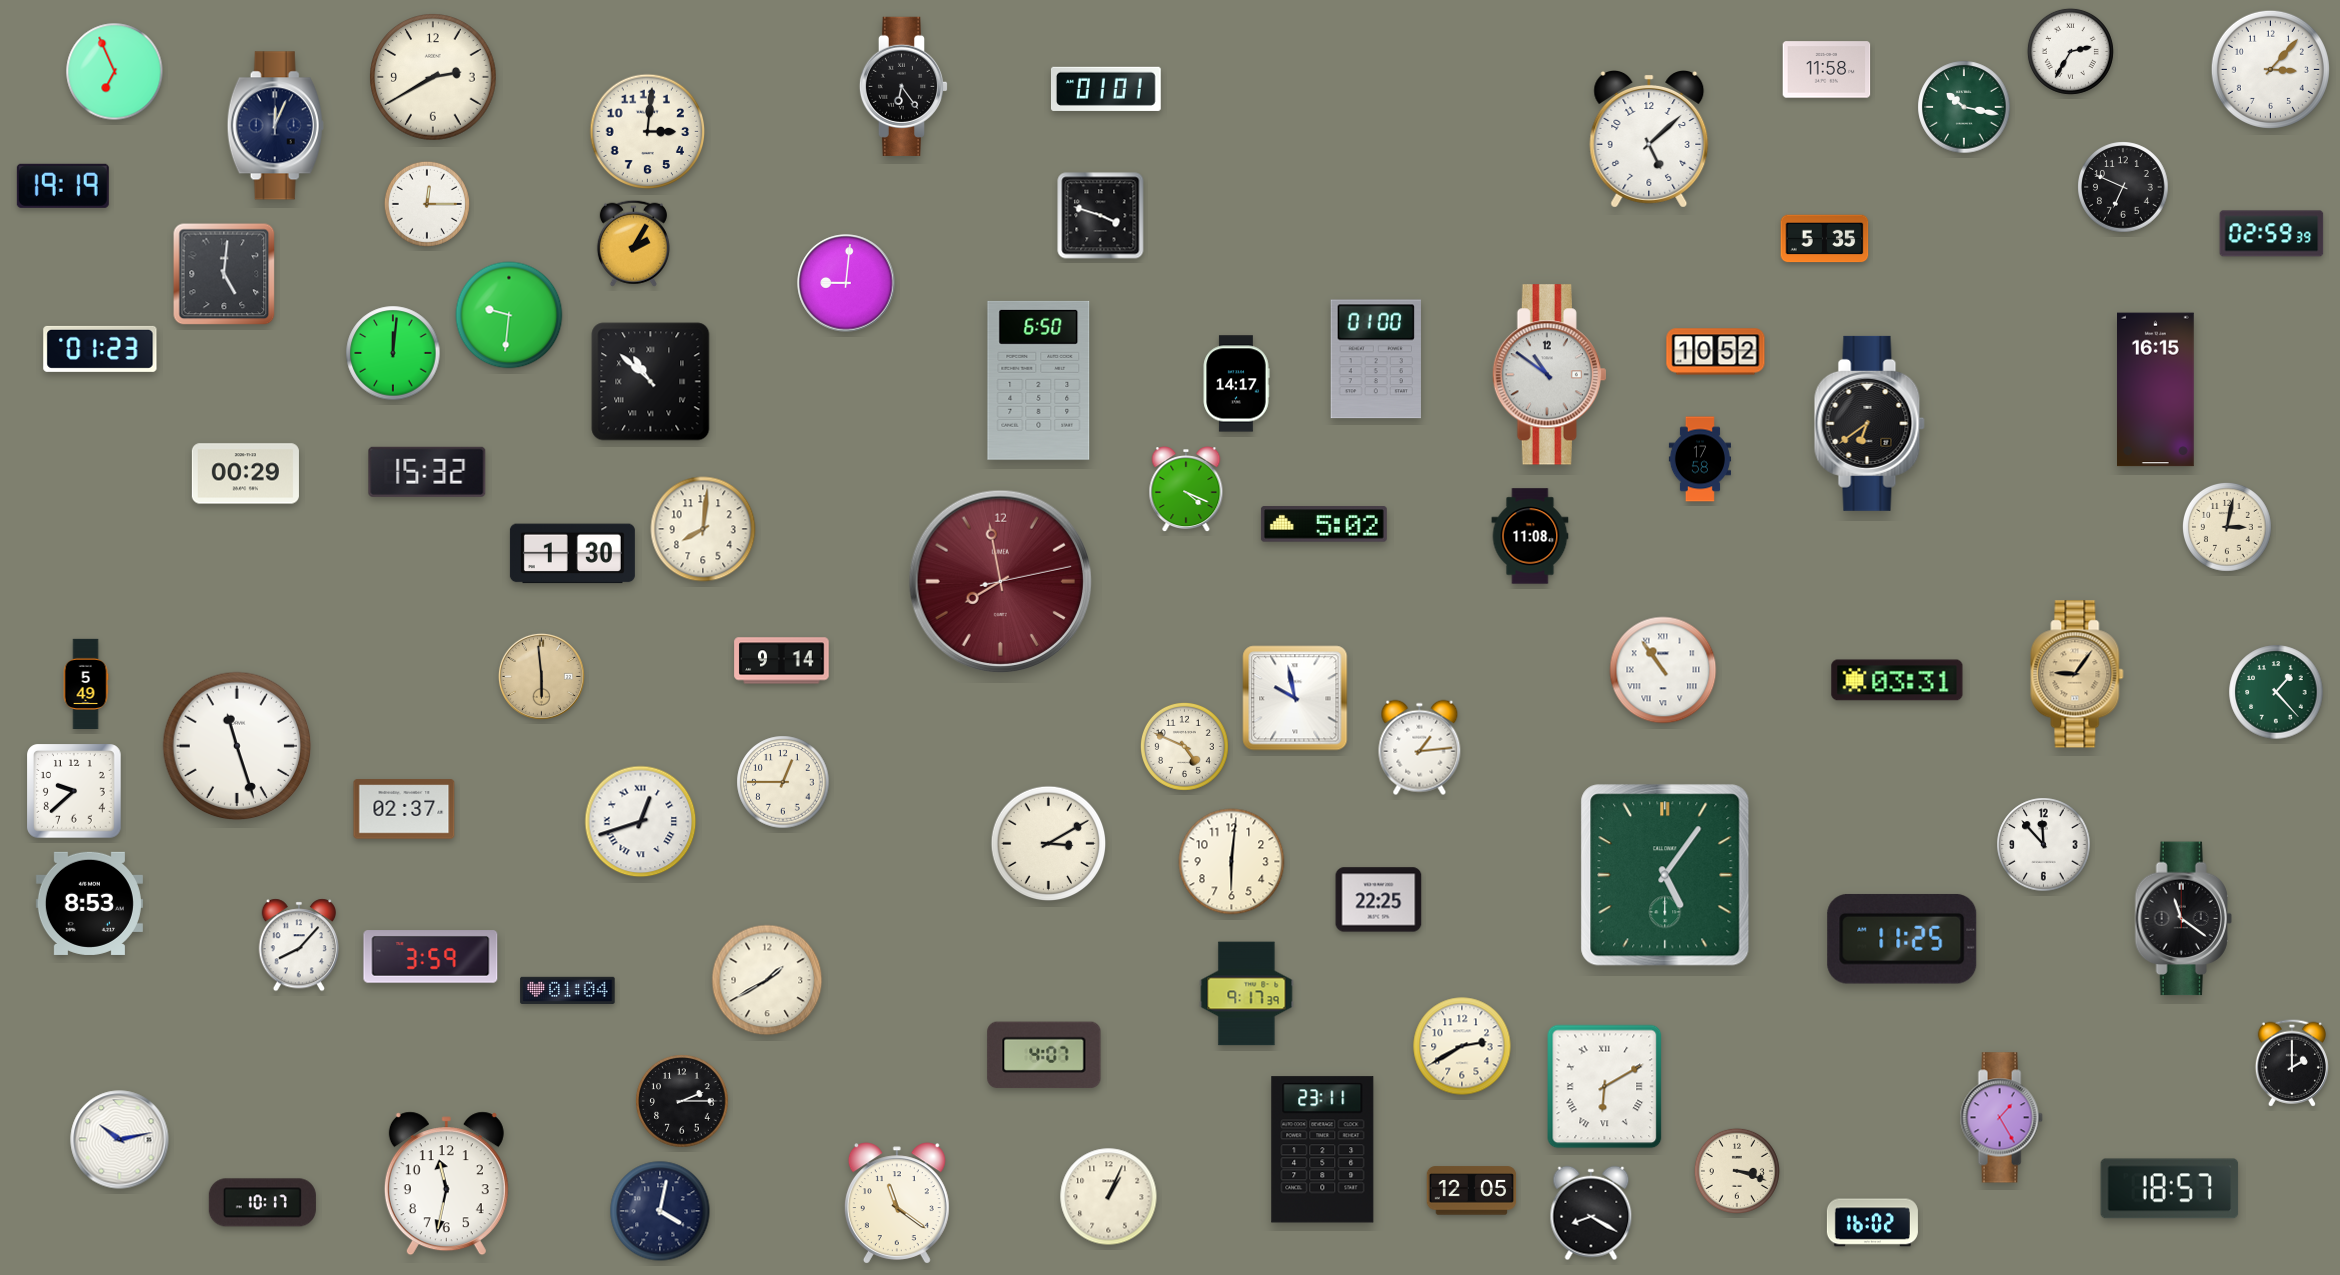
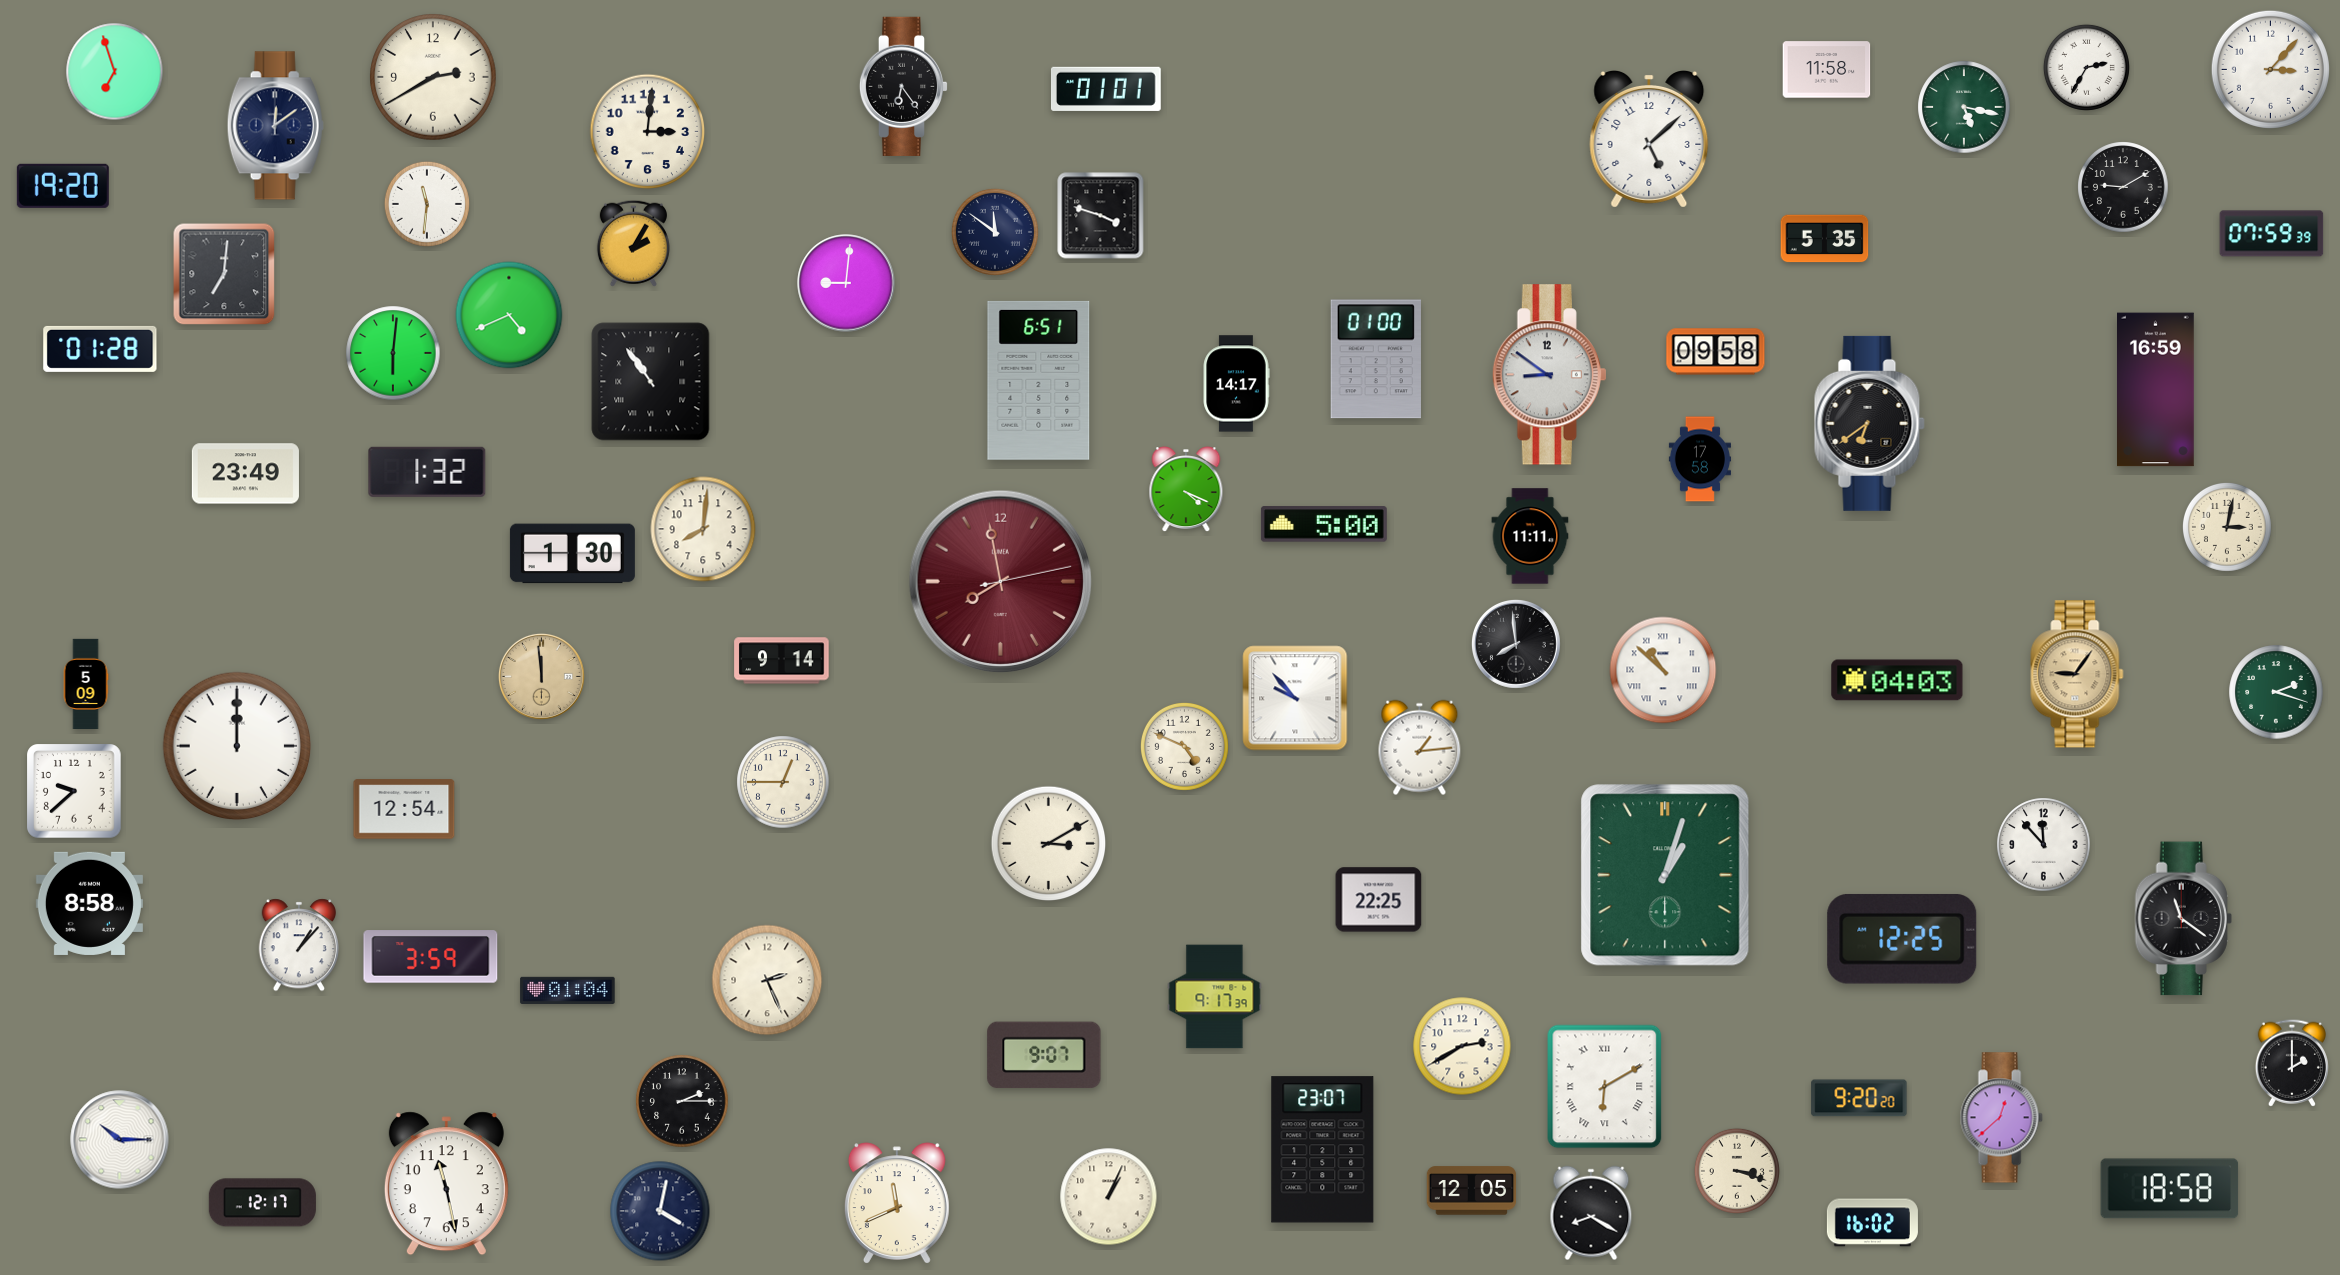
clock at (2070, 51) position: (2070, 51) -> (2086, 67)
clock at (115, 72): 6:56 -> 6:57
clock at (1964, 107): 10:17 -> 5:17
clock at (275, 126): 12:04 -> 12:09
clock at (63, 186): 19:19 -> 19:20
clock at (2123, 187): 6:49 -> 9:10
clock at (427, 204): 12:15 -> 11:31
clock at (995, 232): none -> 11:51
clock at (2272, 234): 02:59 -> 07:59
clock at (224, 274): 5:01 -> 7:01
clock at (509, 315): 9:31 -> 4:41
clock at (100, 349): 01:23 -> 01:28
clock at (1716, 352): 10:52 -> 09:58
clock at (393, 353): 12:01 -> 6:01
clock at (1549, 375): 10:51 -> 8:51
clock at (1039, 380): 6:50 -> 6:51
clock at (651, 382): 10:52 -> 10:54
clock at (2156, 390): 16:15 -> 16:59
clock at (427, 472): 15:32 -> 1:32
clock at (245, 474): 00:29 -> 23:49
clock at (1324, 524): 5:02 -> 5:00
clock at (1530, 536): 11:08 -> 11:11
clock at (1517, 645): none -> 7:59
clock at (1663, 670): 10:54 -> 10:52
clock at (541, 676): 5:59 -> 11:59
clock at (1897, 680): 03:31 -> 04:03
clock at (86, 683): 5:49 -> 5:09
clock at (2276, 692): 1:23 -> 2:18
clock at (1295, 698): 9:58 -> 9:53
clock at (237, 746): 11:27 -> 12:00
clock at (404, 809): 02:37 -> 12:54
clock at (641, 822): 12:42 -> none
clock at (1232, 862): 6:01 -> none
clock at (1665, 875): 5:06 -> 1:03
clock at (89, 903): 8:53 -> 8:58
clock at (1902, 939): 11:25 -> 12:25
clock at (298, 945): 8:07 -> 1:07
clock at (767, 980): 1:40 -> 2:26
clock at (1247, 994) position: (1247, 994) -> (1215, 997)
clock at (1044, 1055): 4:07 -> 9:07
clock at (1859, 1098): none -> 9:20
clock at (2001, 1118): 1:25 -> 12:38
clock at (120, 1140): 10:13 -> 10:15
clock at (1323, 1150): 23:11 -> 23:07
clock at (446, 1184): 11:32 -> 11:28
clock at (2170, 1189): 18:57 -> 18:58
clock at (262, 1203): 10:17 -> 12:17
clock at (897, 1203): 11:21 -> 11:41
